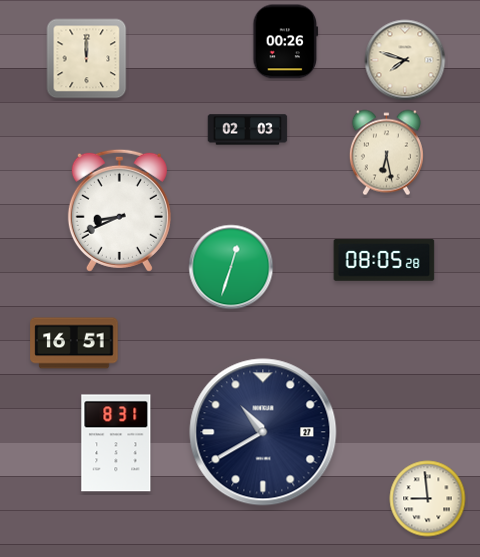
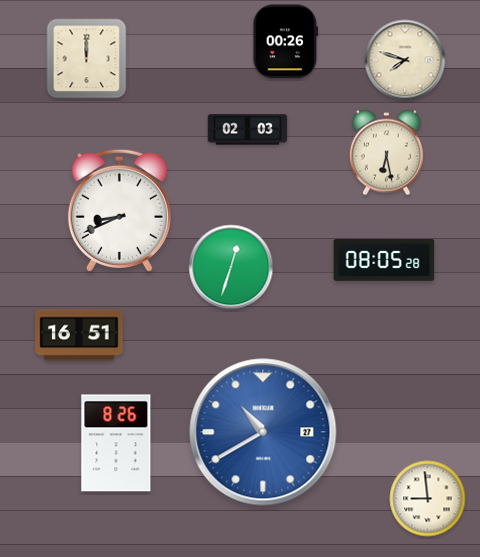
clock at (74, 343) position: (74, 343) -> (79, 335)
clock at (263, 432) dial: navy -> blue
clock at (116, 443): 8:31 -> 8:26
